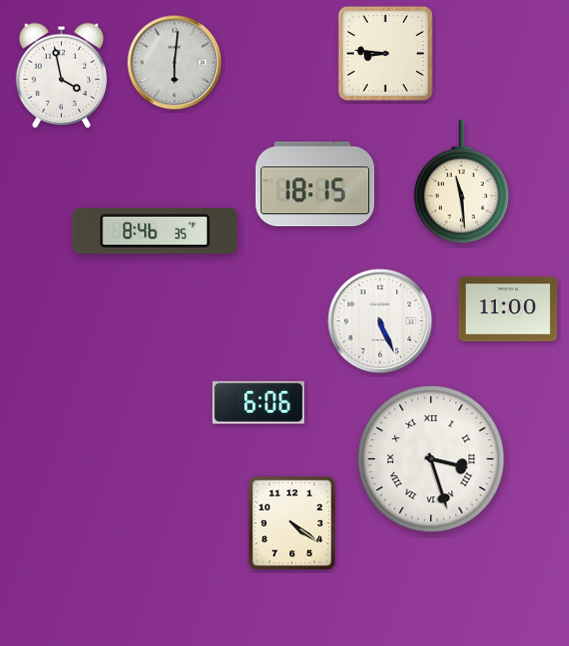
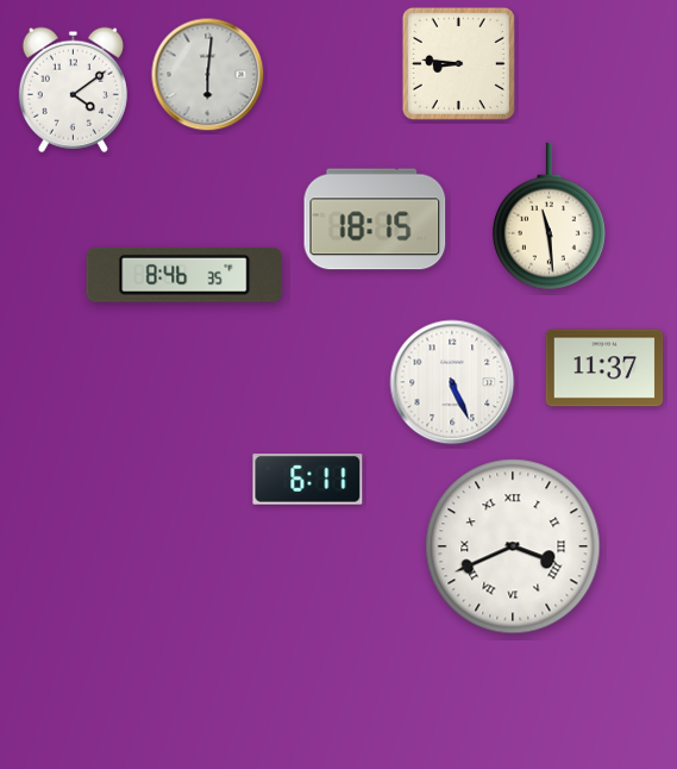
clock at (61, 75): 3:58 -> 4:09
clock at (508, 309): 11:00 -> 11:37
clock at (259, 403): 6:06 -> 6:11
clock at (431, 459): 3:27 -> 3:41
clock at (292, 523): 4:21 -> none
